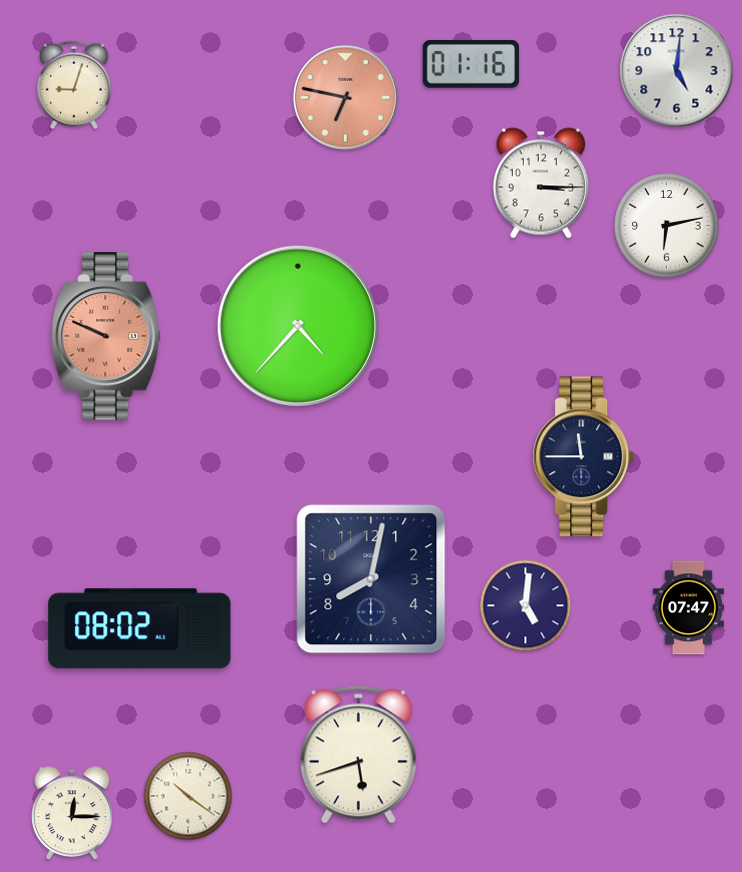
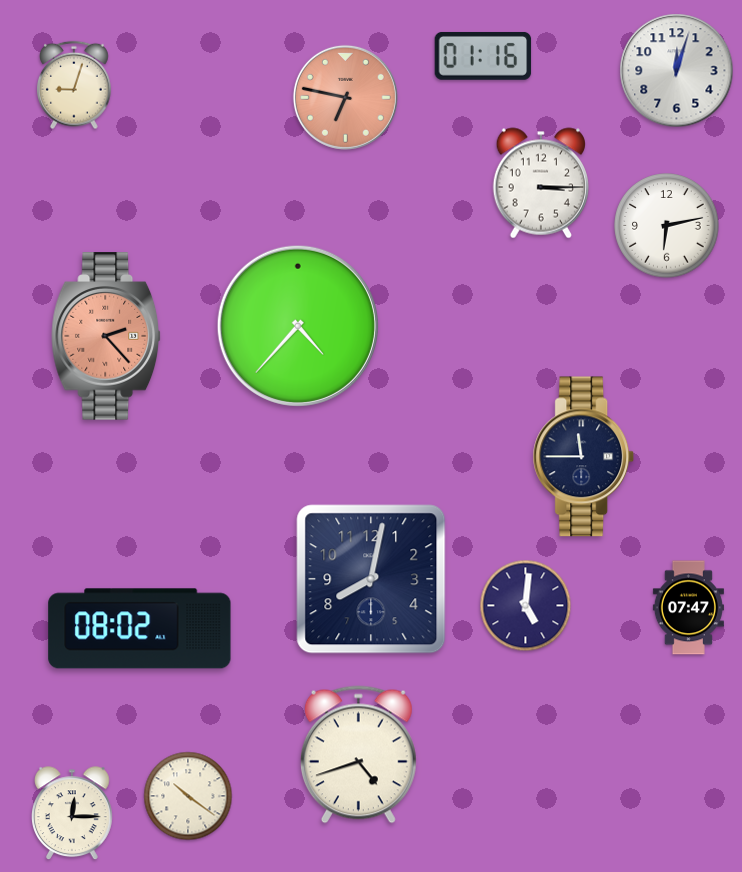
clock at (471, 64) position: (471, 64) -> (483, 56)
clock at (677, 71): 5:01 -> 12:03
clock at (107, 336): 9:49 -> 2:23
clock at (358, 755): 5:42 -> 4:42
